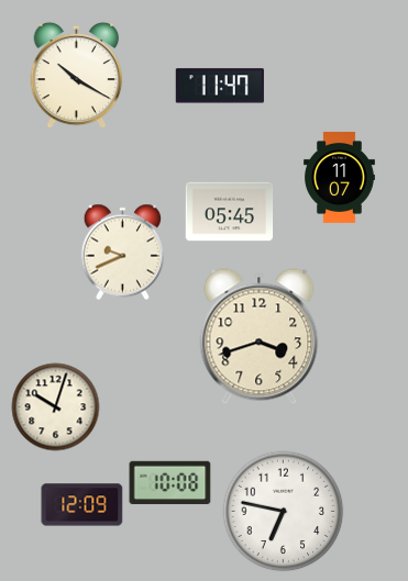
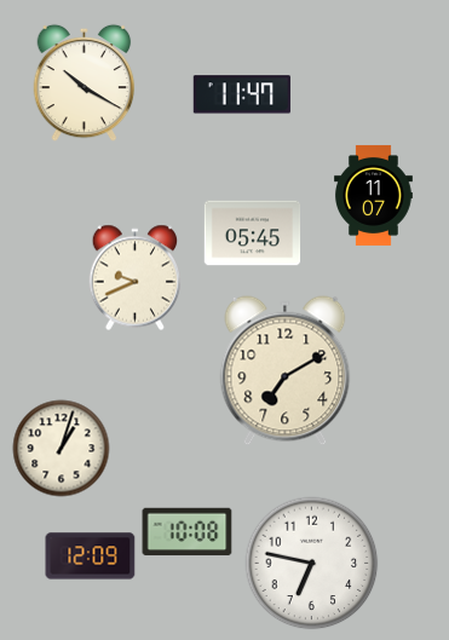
clock at (260, 337): 3:42 -> 7:10
clock at (56, 407): 10:03 -> 1:03
